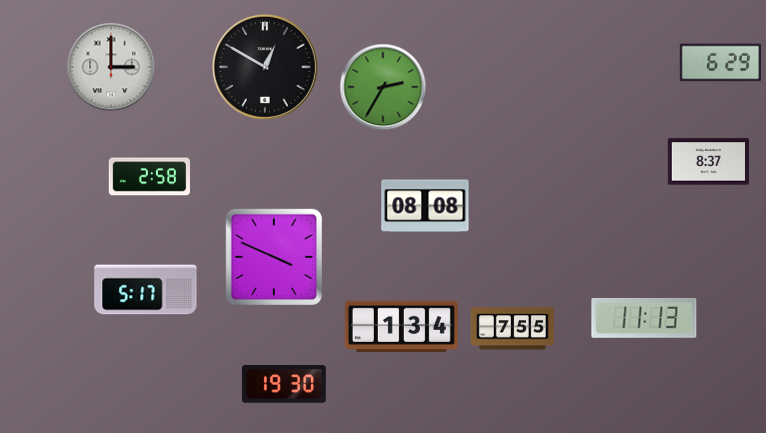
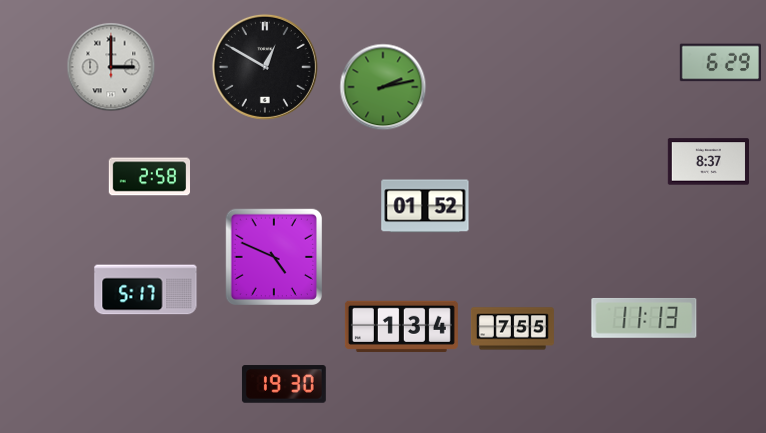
clock at (383, 87): 2:35 -> 2:13
clock at (425, 206): 08:08 -> 01:52
clock at (273, 256): 3:49 -> 4:49
